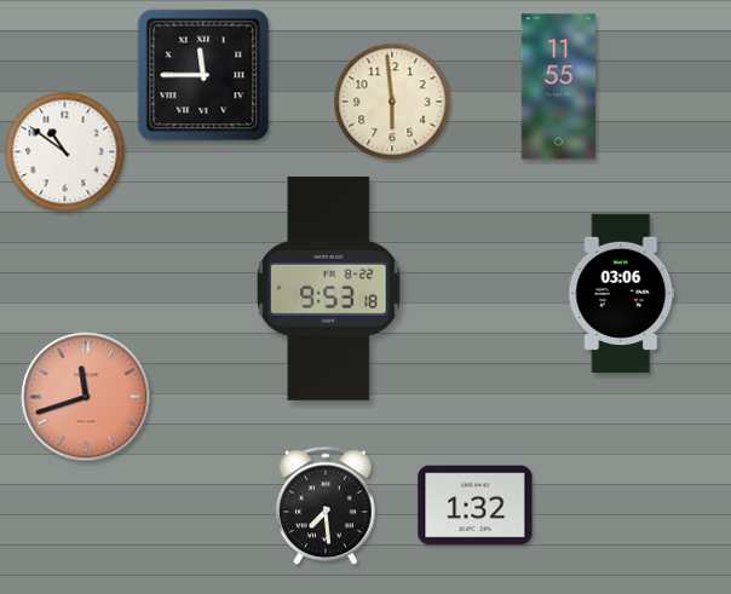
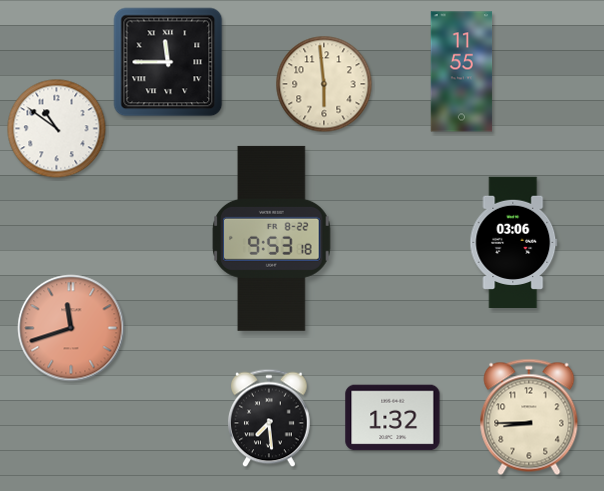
clock at (65, 152) position: (65, 152) -> (57, 129)
clock at (529, 417): none -> 8:45
